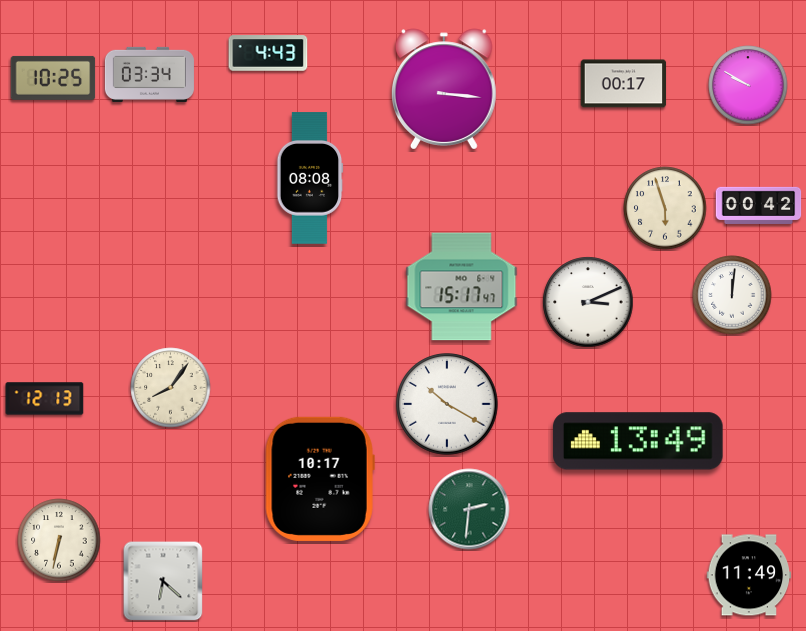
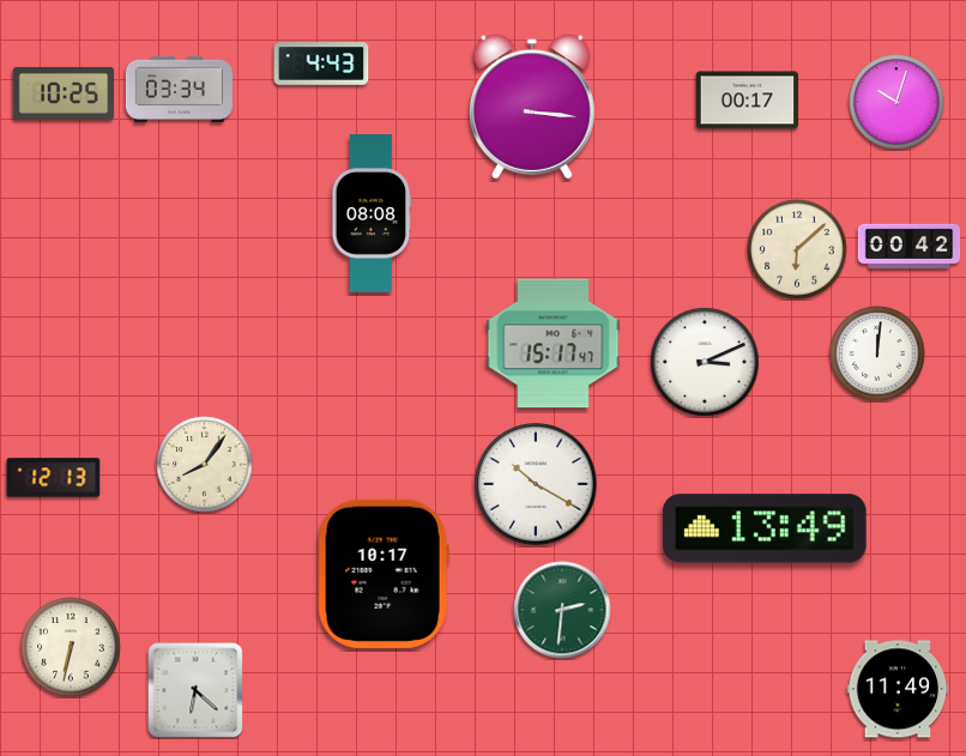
clock at (748, 85): 9:50 -> 10:03
clock at (665, 208): 5:57 -> 6:08
clock at (163, 581) position: (163, 581) -> (195, 690)
